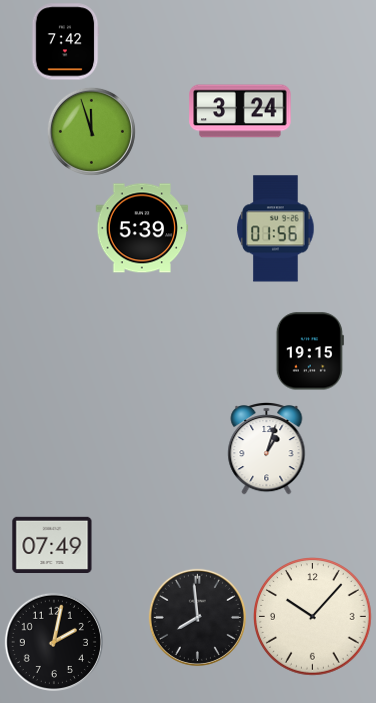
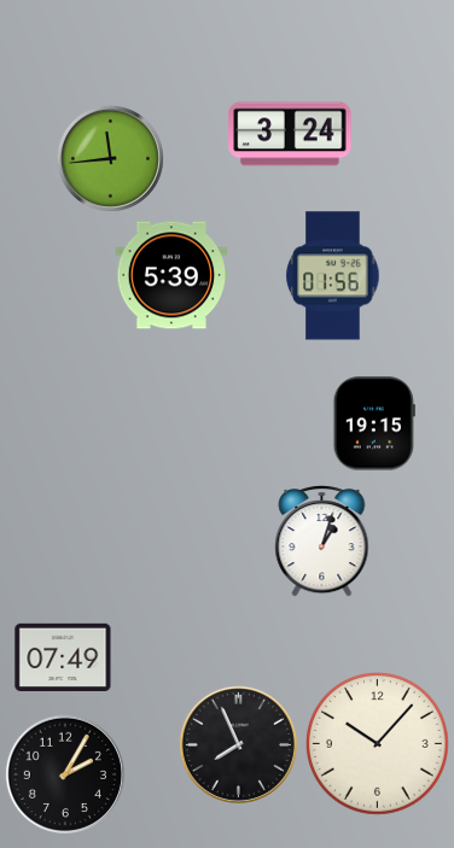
clock at (65, 42): 7:42 -> none
clock at (91, 131): 11:57 -> 11:44
clock at (197, 617): 7:59 -> 7:56
clock at (54, 642): 2:02 -> 2:05
